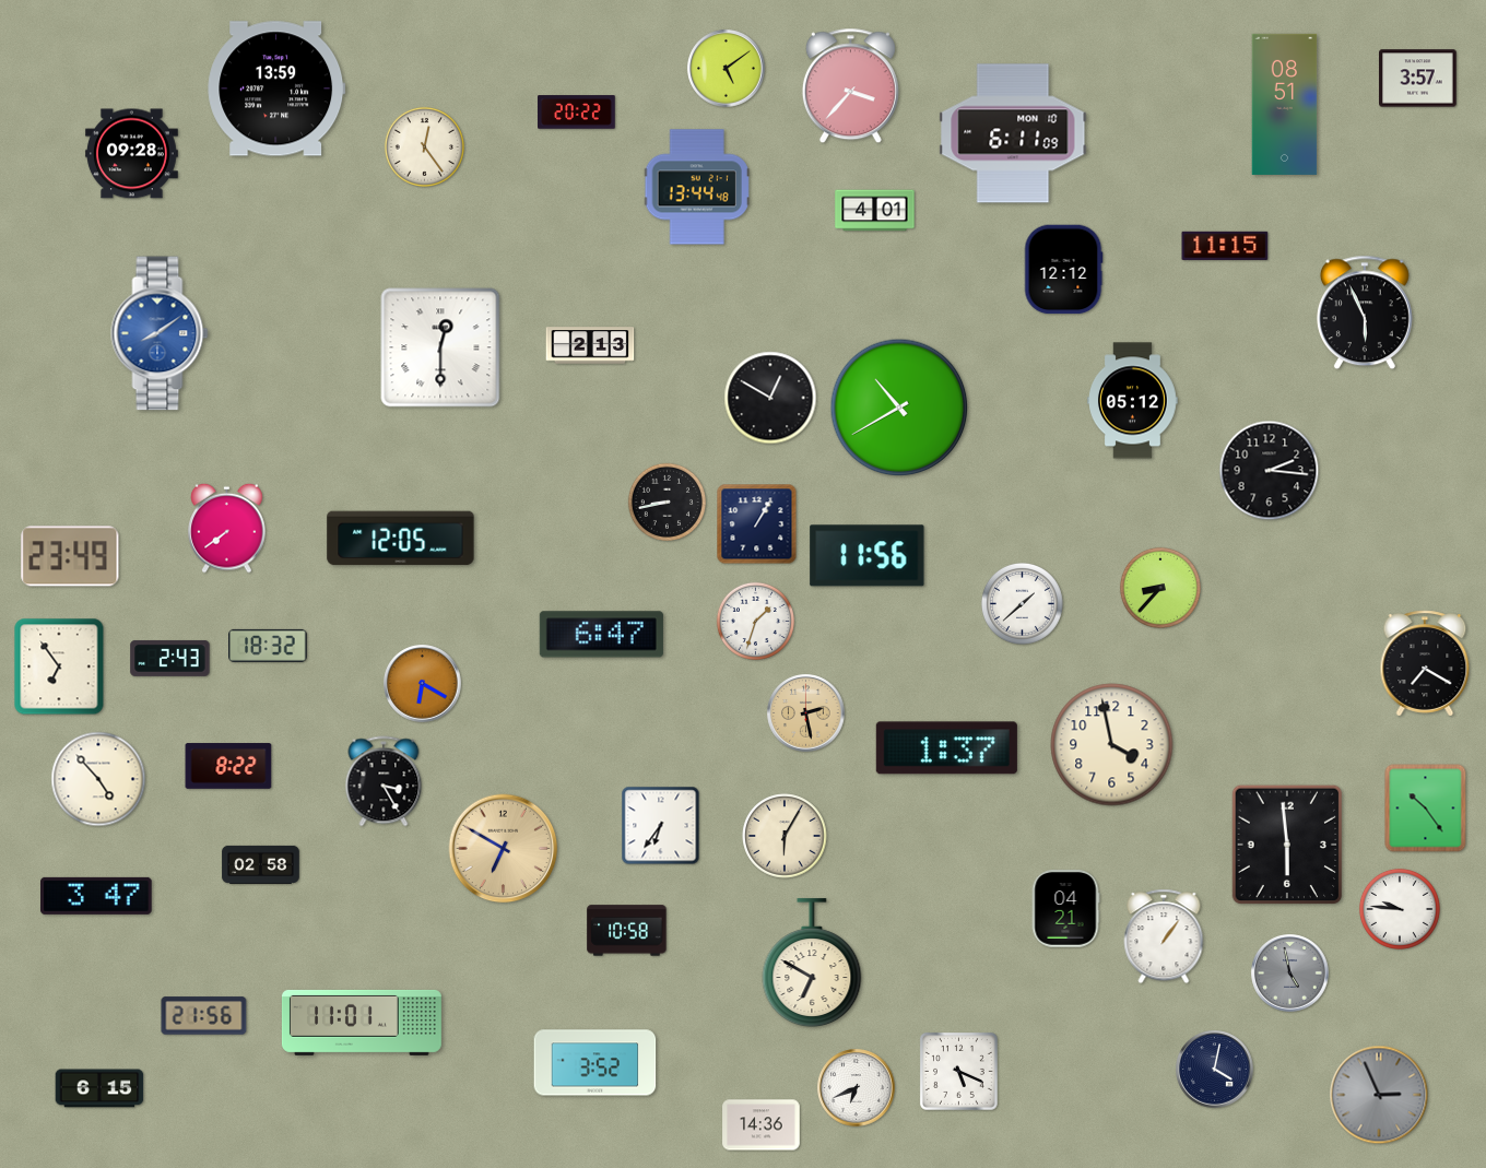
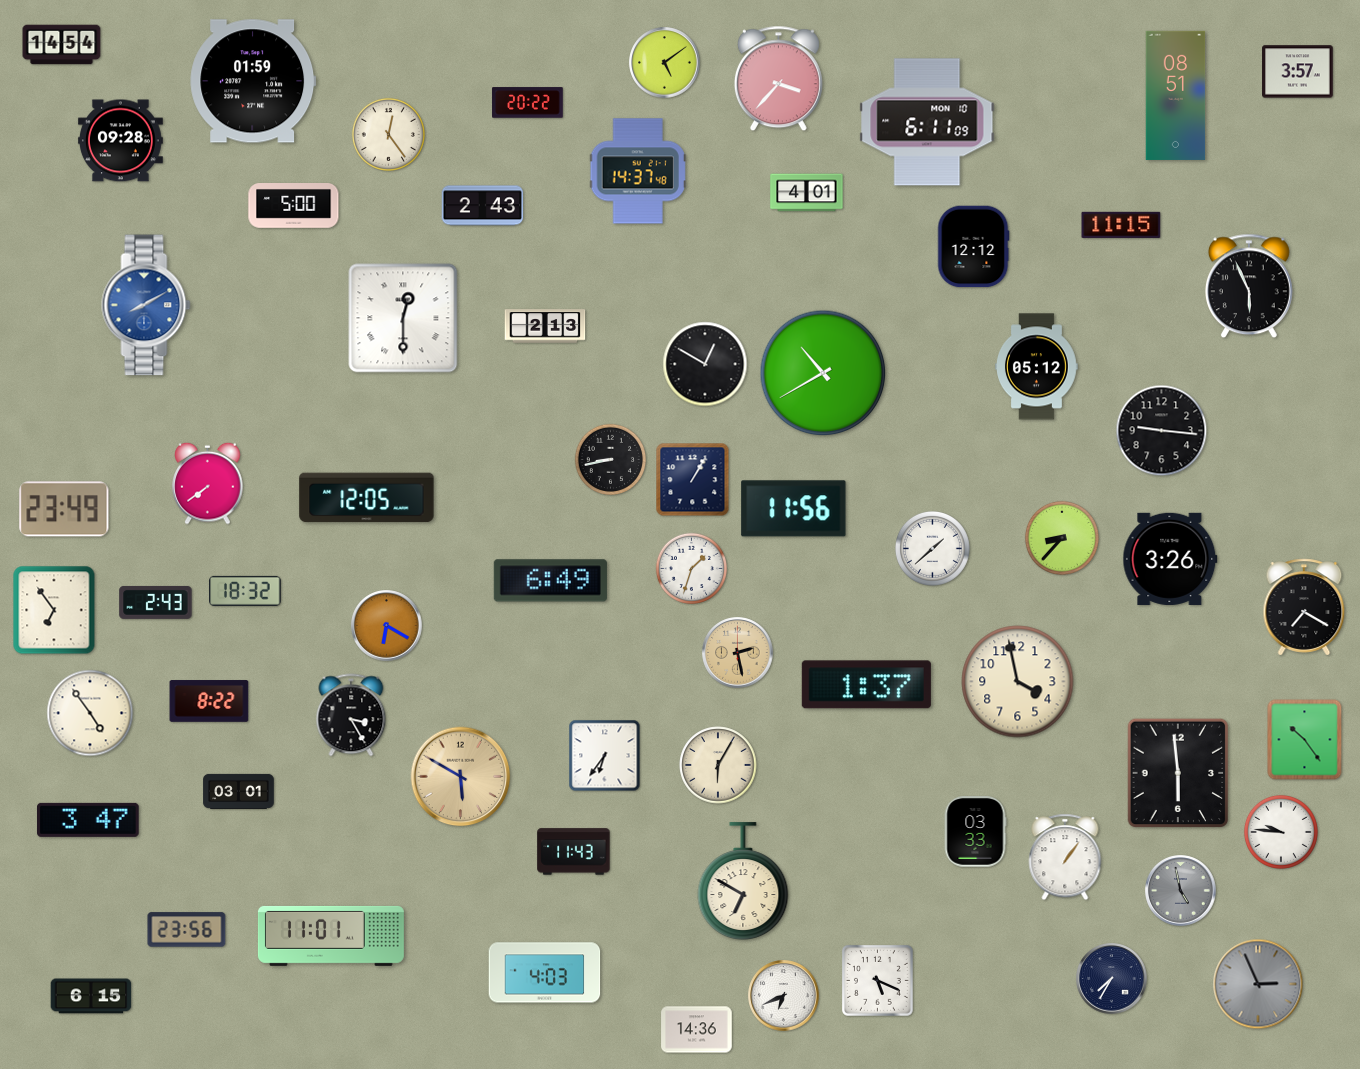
clock at (62, 45): none -> 14:54
clock at (276, 89): 13:59 -> 01:59
clock at (697, 187): 13:44 -> 14:37
clock at (875, 211) position: (875, 211) -> (807, 193)
clock at (294, 206): none -> 5:00
clock at (483, 206): none -> 2:43
clock at (160, 333): 8:09 -> 8:10
clock at (590, 345) position: (590, 345) -> (545, 326)
clock at (1270, 471): 2:16 -> 9:16
clock at (401, 539) position: (401, 539) -> (367, 498)
clock at (1022, 603) position: (1022, 603) -> (932, 548)
clock at (1170, 559): none -> 3:26
clock at (601, 635): 6:47 -> 6:49
clock at (98, 779): 4:53 -> 4:54
clock at (504, 849): 6:50 -> 5:50
clock at (261, 864): 02:58 -> 03:01
clock at (1065, 909): 04:21 -> 03:33
clock at (627, 931): 10:58 -> 11:43
clock at (204, 1016): 21:56 -> 23:56
clock at (595, 1063): 3:52 -> 4:03
clock at (1215, 1070): 4:02 -> 7:35
clock at (1379, 1095) position: (1379, 1095) -> (1258, 984)
